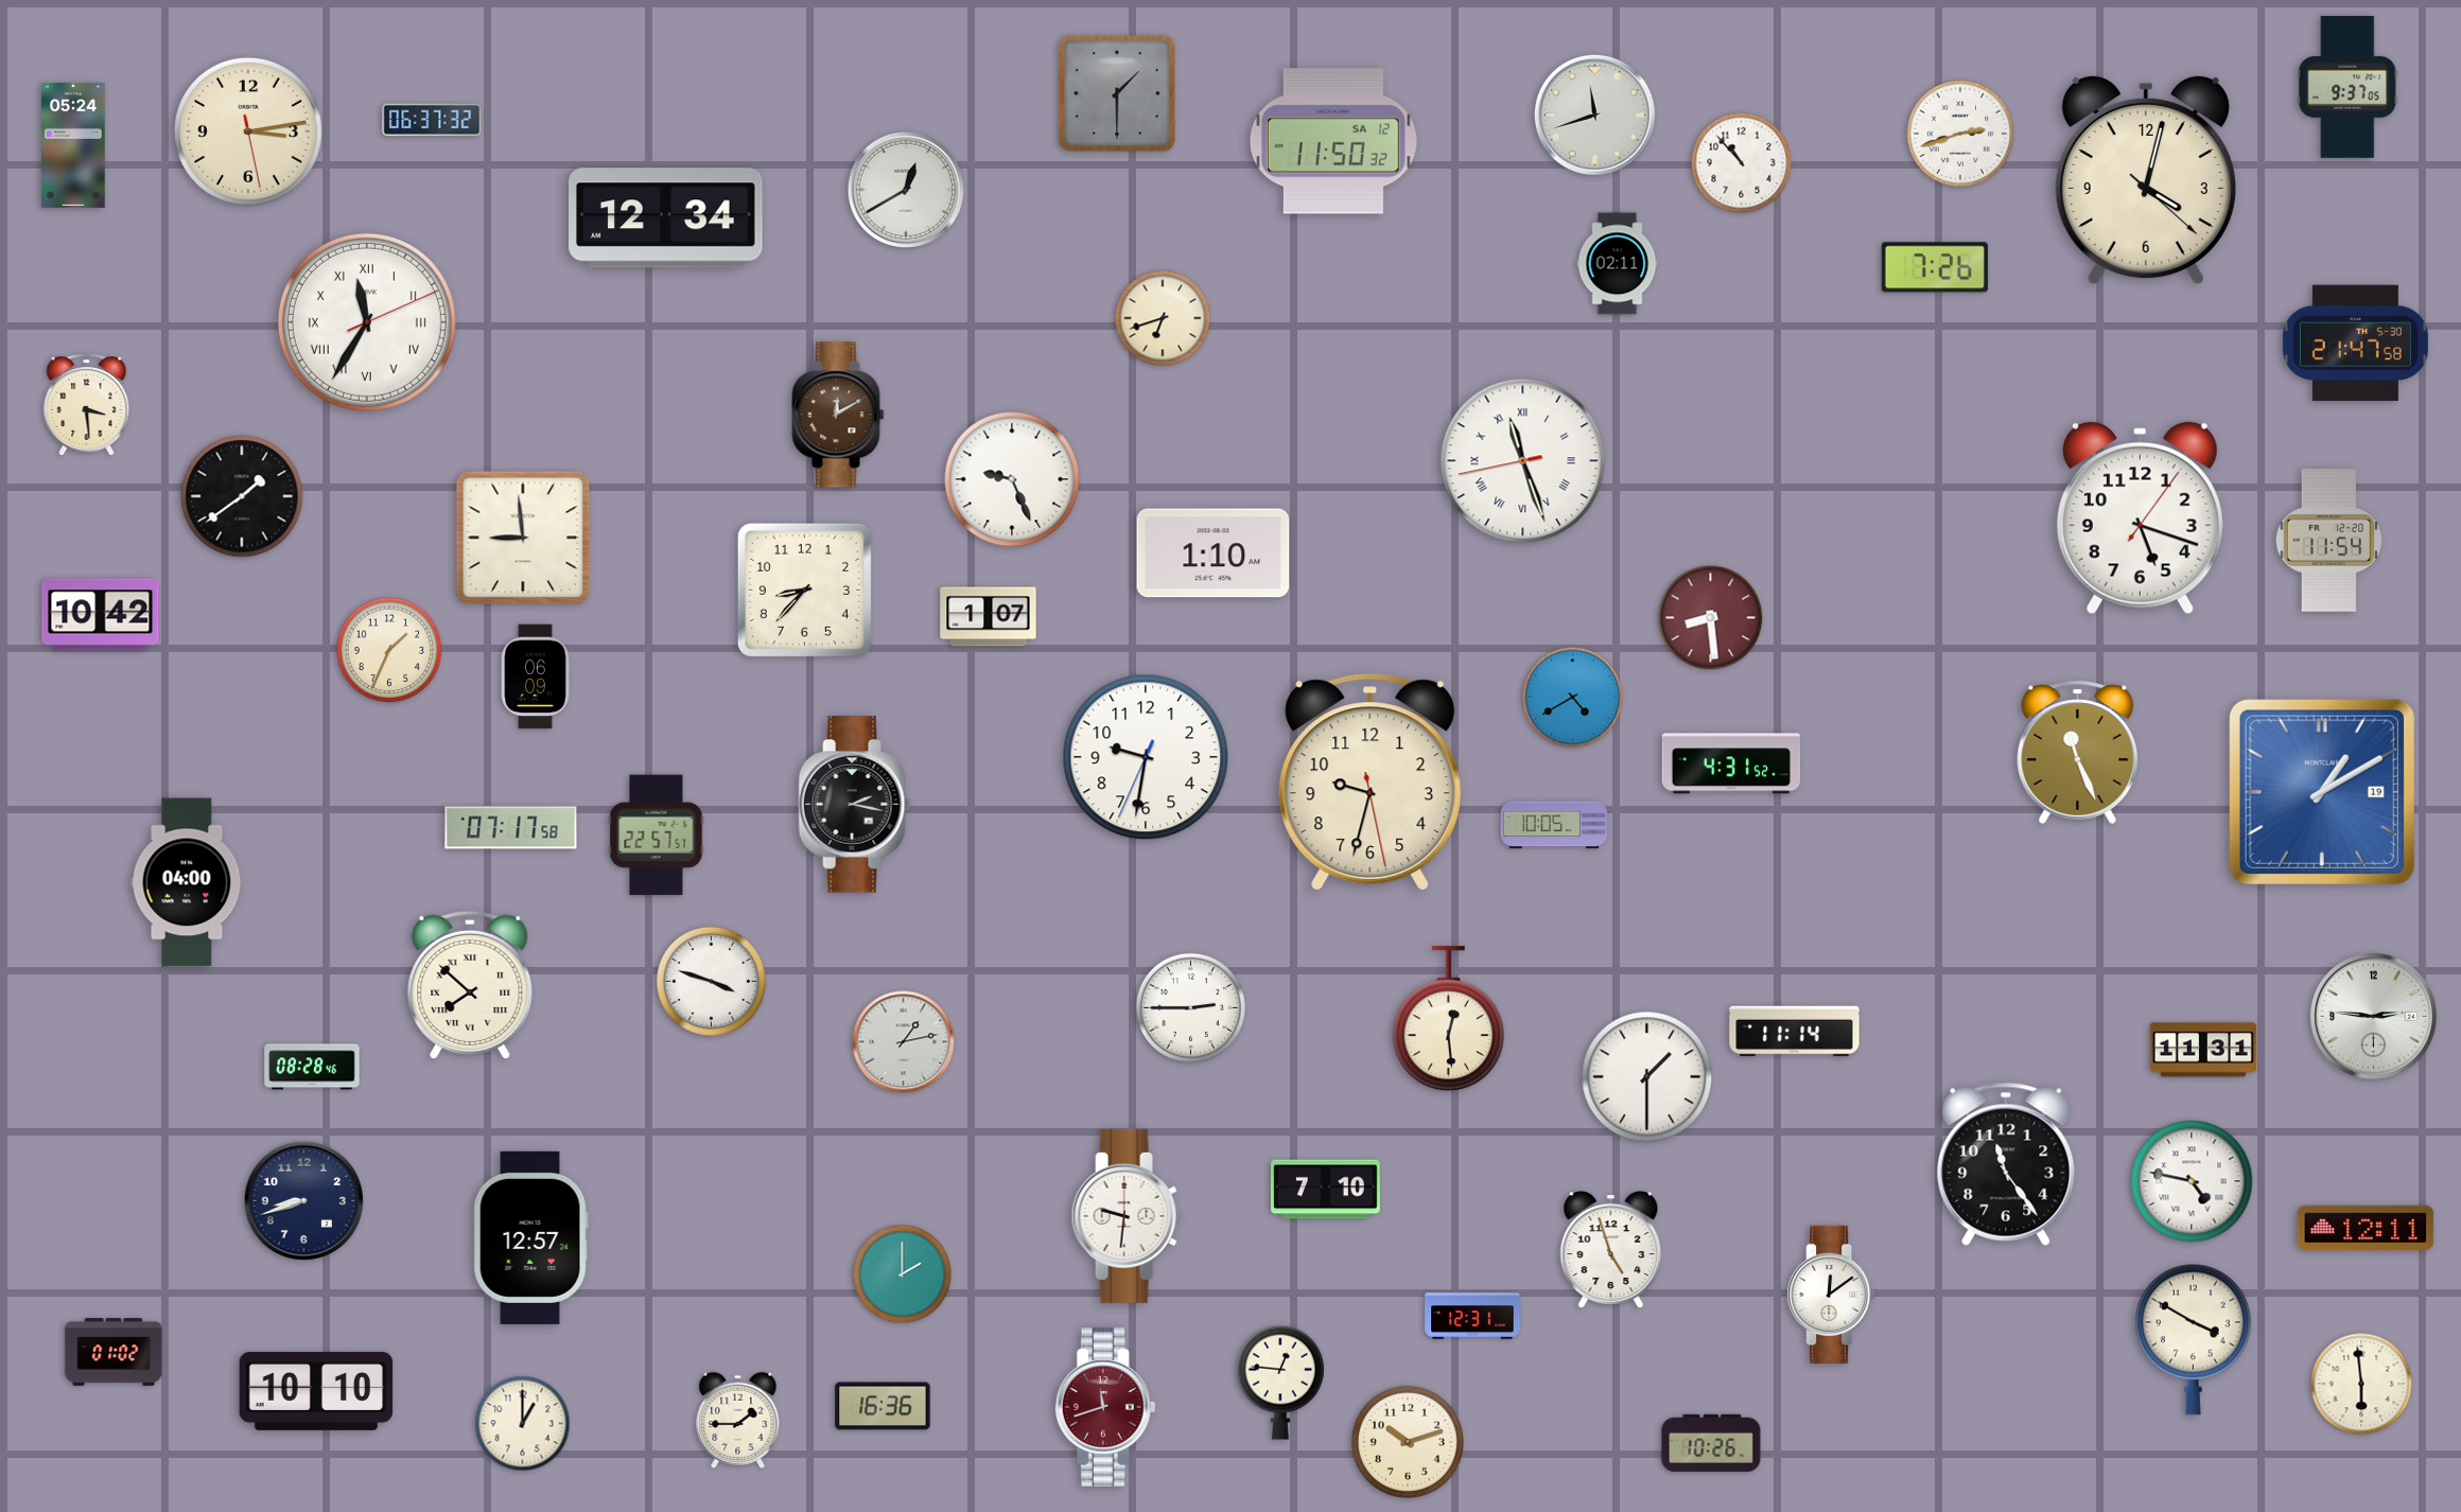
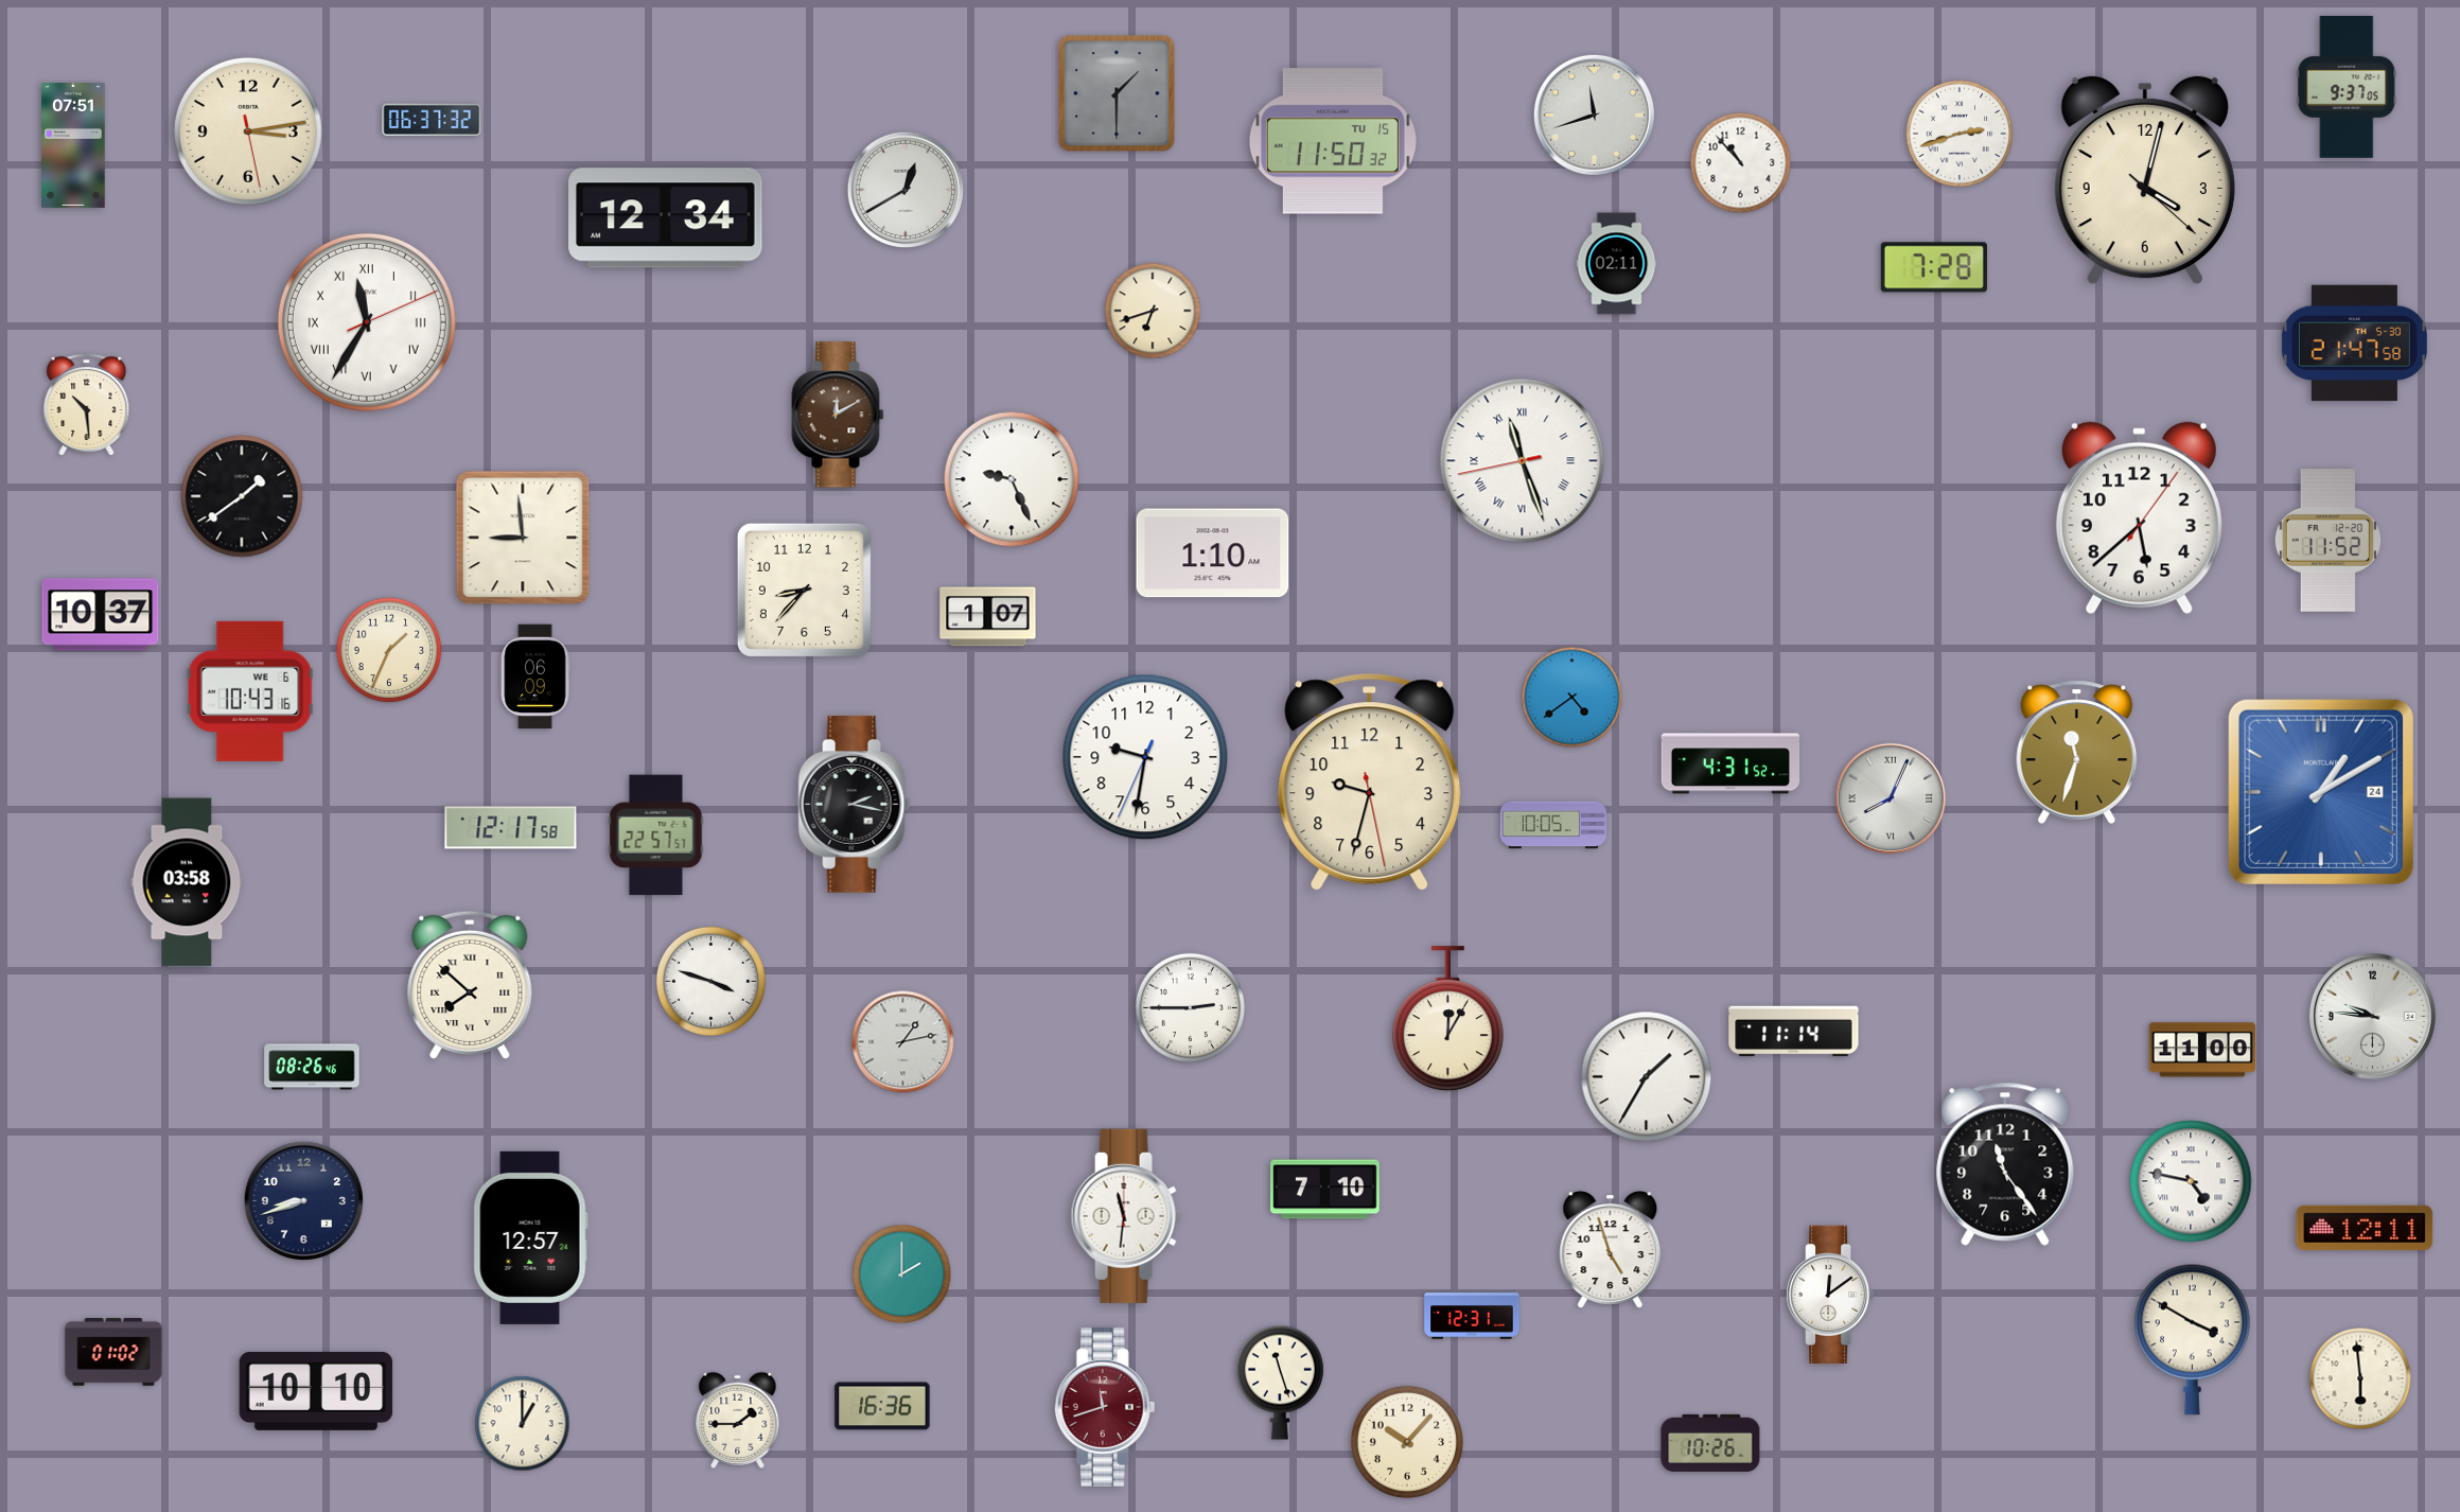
clock at (1333, 141) date: SA 12 -> TU 15
clock at (73, 145): 05:24 -> 07:51
clock at (1935, 267): 7:26 -> 7:28
clock at (1163, 318) position: (1163, 318) -> (1153, 311)
clock at (87, 405): 3:29 -> 10:29
clock at (2140, 518): 5:18 -> 5:38
clock at (2329, 541): 11:54 -> 11:52
clock at (101, 615): 10:42 -> 10:37
clock at (1711, 618): 8:29 -> none
clock at (250, 691): none -> 10:43
clock at (1573, 698): 4:40 -> 4:39
clock at (2078, 752): 11:26 -> 11:33
clock at (2322, 792) date: 19 -> 24
clock at (1891, 798): none -> 8:04
clock at (511, 828): 07:17 -> 12:17
clock at (187, 882): 04:00 -> 03:58
clock at (2373, 1016): 2:46 -> 9:46
clock at (1448, 1019): 12:29 -> 12:05
clock at (2203, 1050): 11:31 -> 11:00
clock at (312, 1067): 08:28 -> 08:26
clock at (1647, 1077): 1:30 -> 1:35
clock at (1127, 1216): 9:31 -> 11:31
clock at (1280, 1383): 12:46 -> 11:27
clock at (2361, 1384) position: (2361, 1384) -> (2360, 1378)
clock at (1408, 1442): 10:12 -> 10:07
